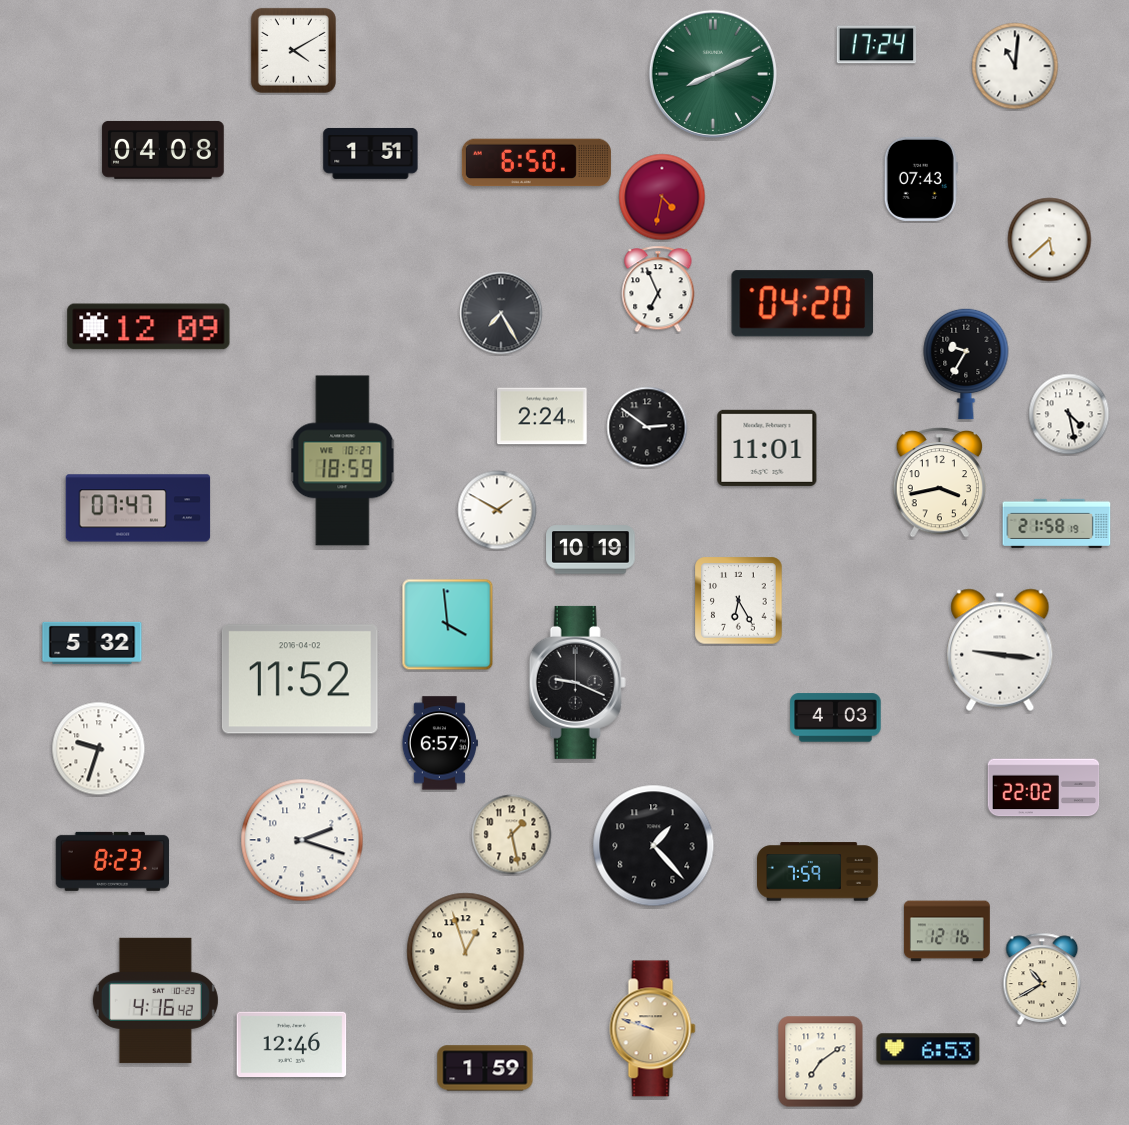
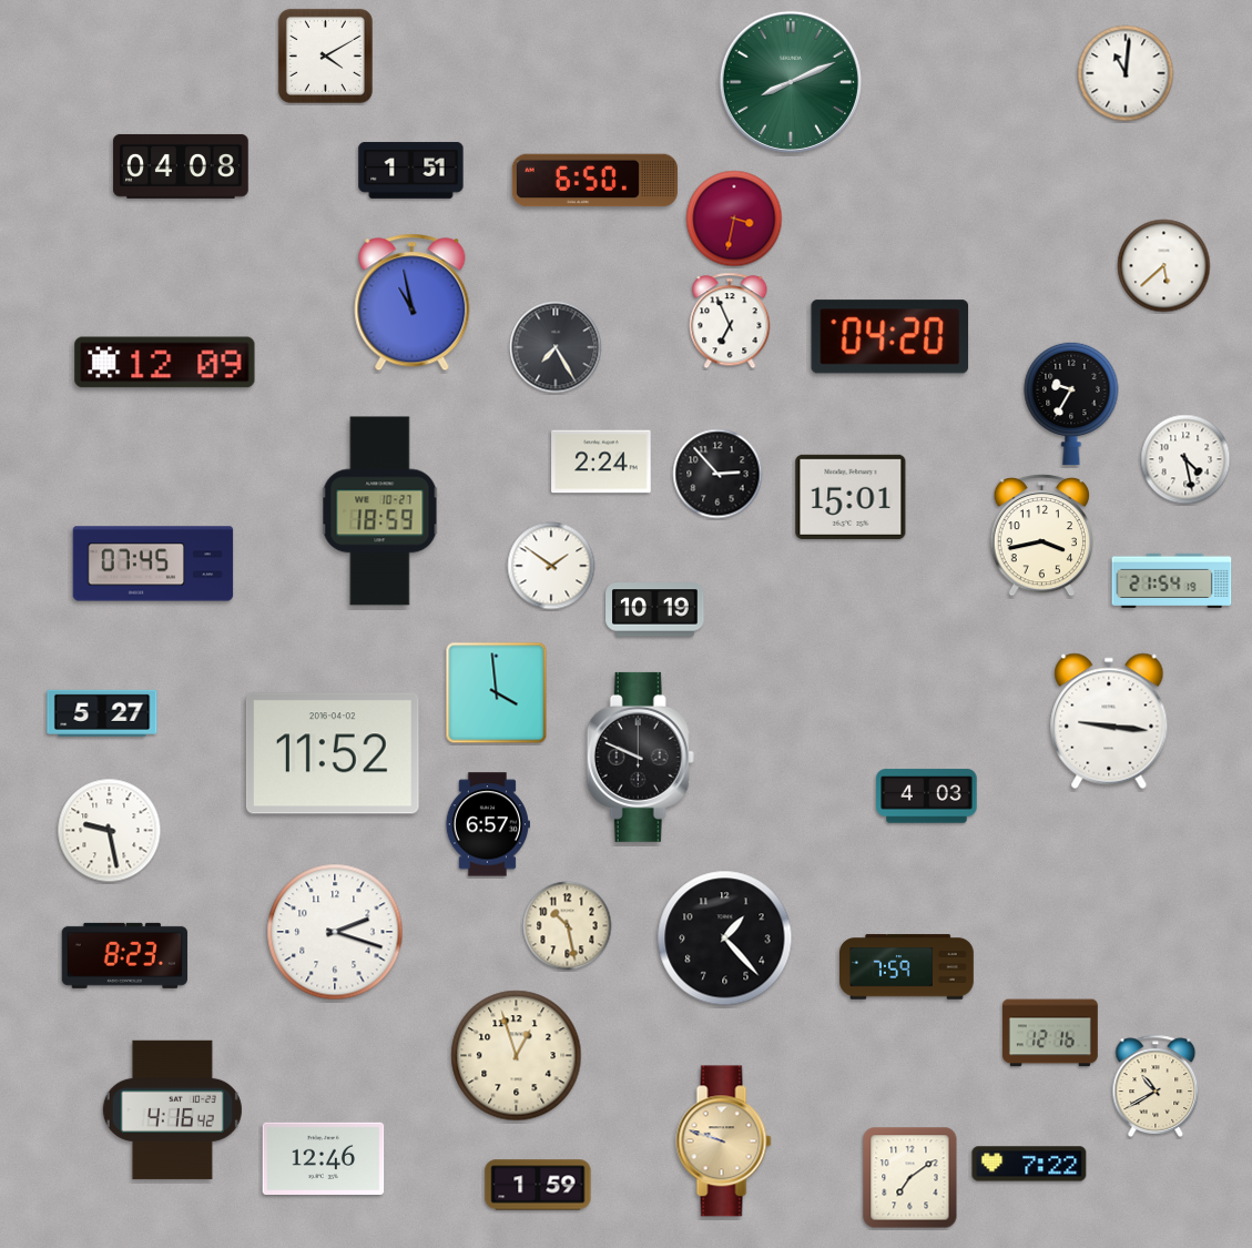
clock at (877, 45): 17:24 -> none
clock at (921, 179): 07:43 -> none
clock at (662, 197): 4:32 -> 3:32
clock at (413, 303): none -> 10:58
clock at (647, 427): 2:51 -> 2:53
clock at (767, 448): 11:01 -> 15:01
clock at (138, 508): 07:47 -> 07:45
clock at (497, 510): 1:50 -> 1:51
clock at (1057, 523): 21:58 -> 21:54
clock at (739, 601): 6:25 -> none
clock at (92, 643): 5:32 -> 5:27
clock at (577, 682): 9:19 -> 9:49
clock at (99, 749): 9:33 -> 9:28
clock at (1044, 788): 22:02 -> none
clock at (512, 835): 1:28 -> 10:28
clock at (928, 1049): 6:53 -> 7:22
